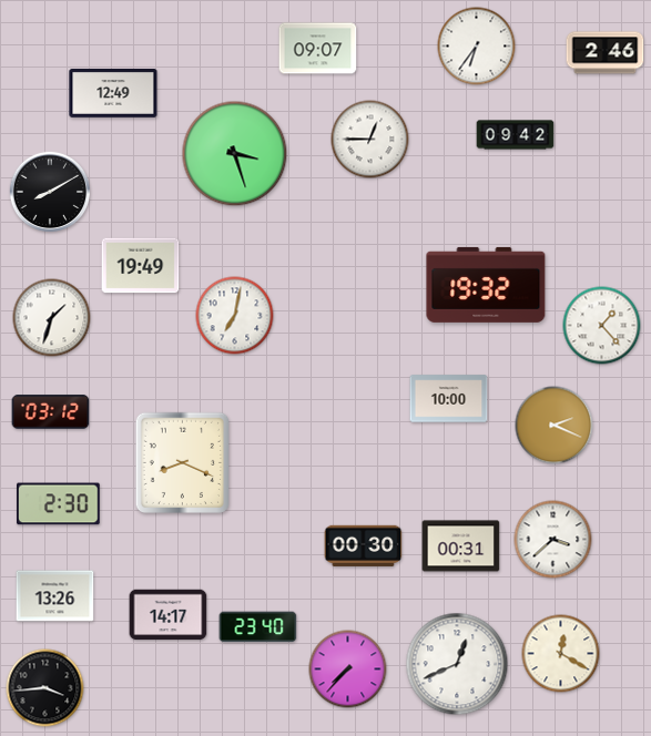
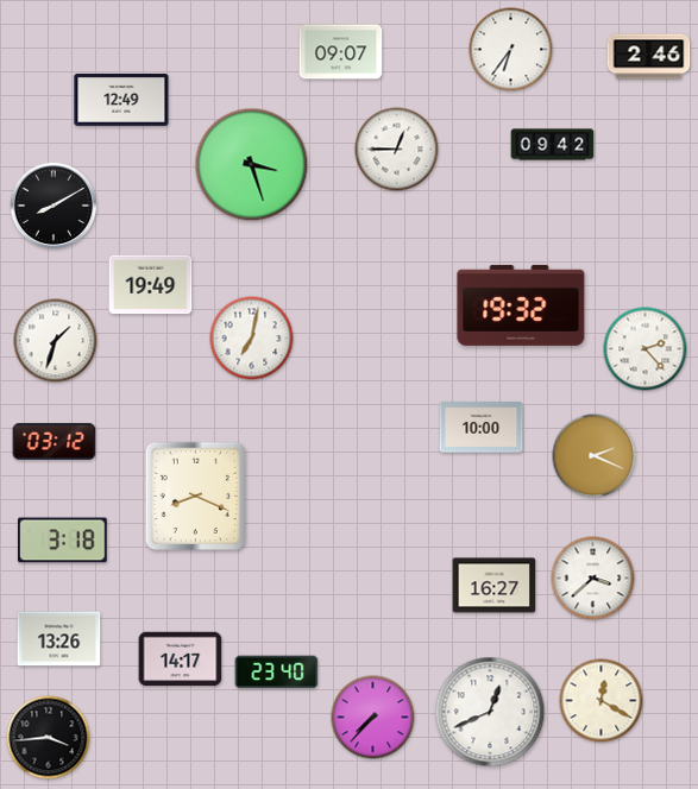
clock at (602, 326): 1:23 -> 2:23
clock at (59, 504): 2:30 -> 3:18
clock at (364, 545): 00:30 -> none
clock at (461, 546): 00:31 -> 16:27
